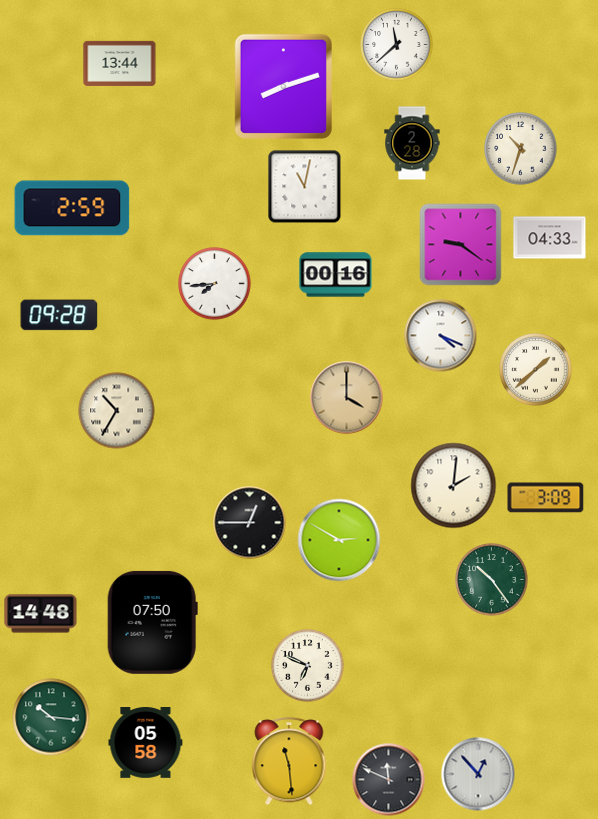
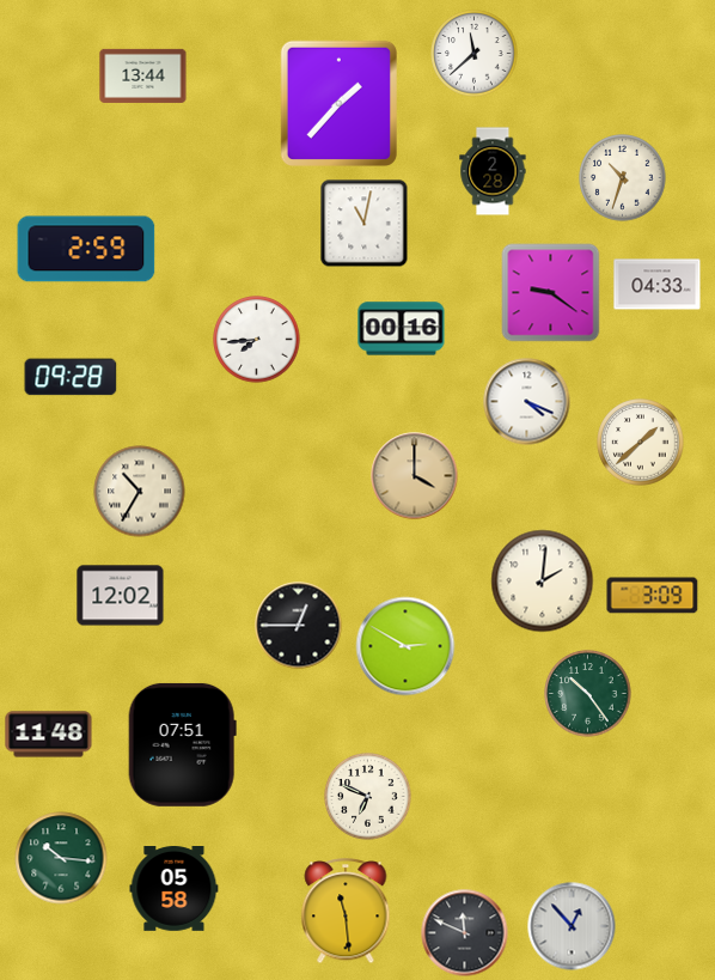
clock at (283, 86): 8:12 -> 1:37
clock at (121, 596): none -> 12:02
clock at (41, 614): 14:48 -> 11:48
clock at (152, 622): 07:50 -> 07:51
